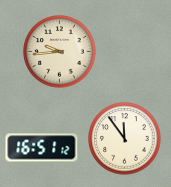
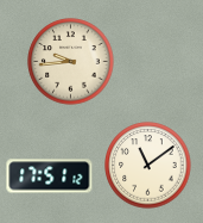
clock at (125, 139): 11:54 -> 11:09
clock at (42, 148): 16:51 -> 17:51
